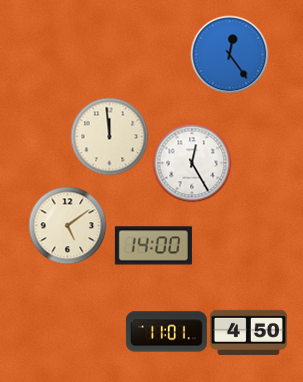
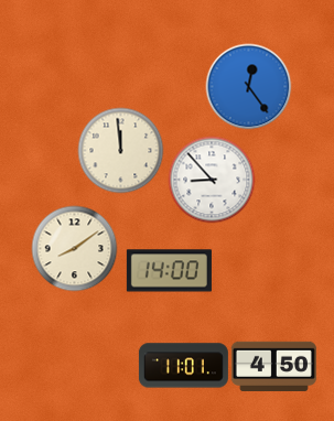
clock at (229, 54) position: (229, 54) -> (248, 86)
clock at (192, 163): 12:25 -> 8:53
clock at (67, 225): 5:09 -> 8:09
